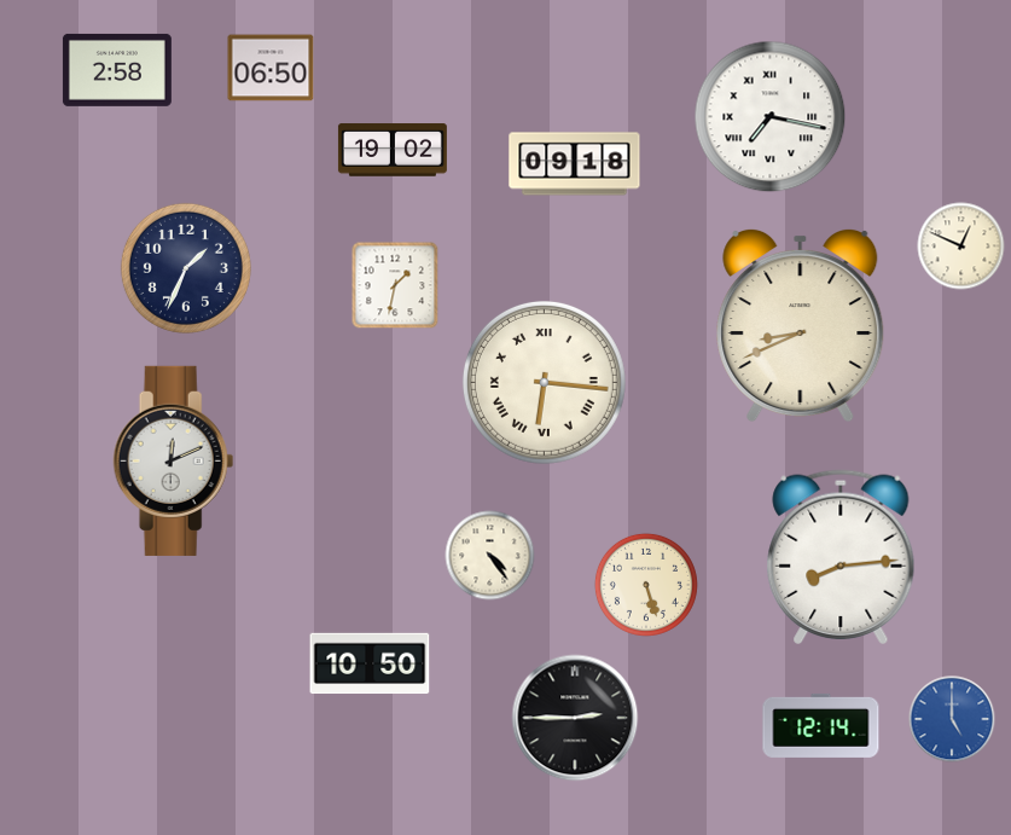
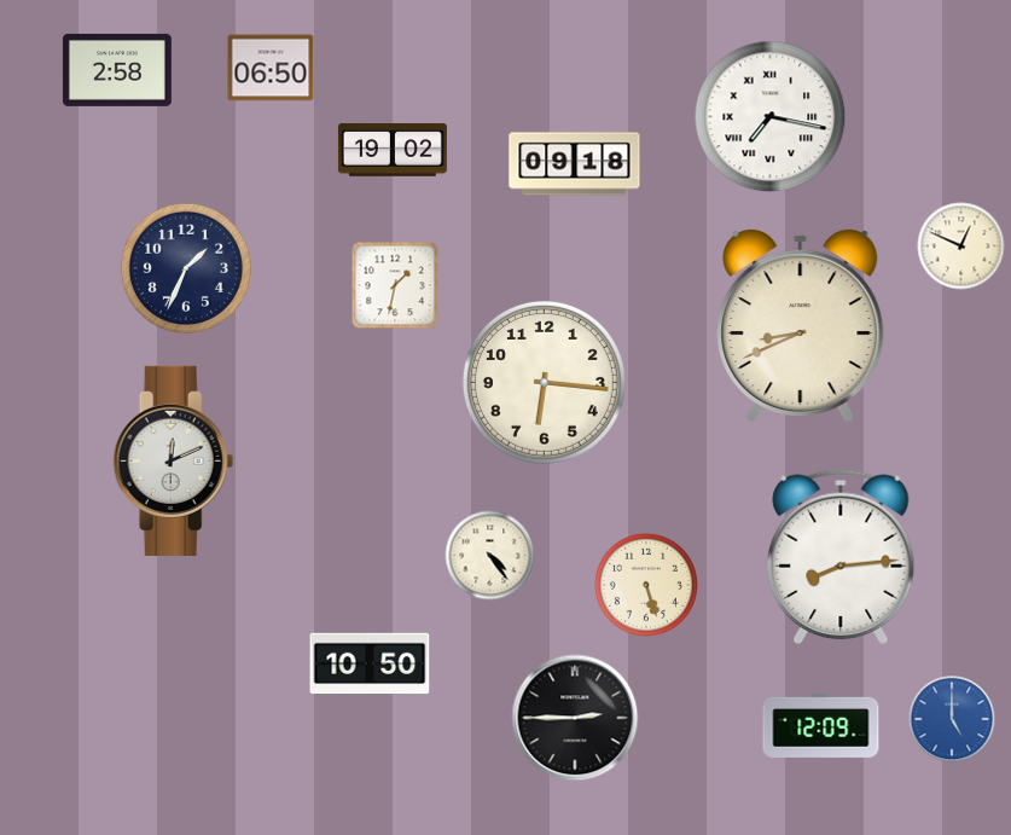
clock at (544, 382) numerals: Roman -> Arabic
clock at (821, 725): 12:14 -> 12:09
